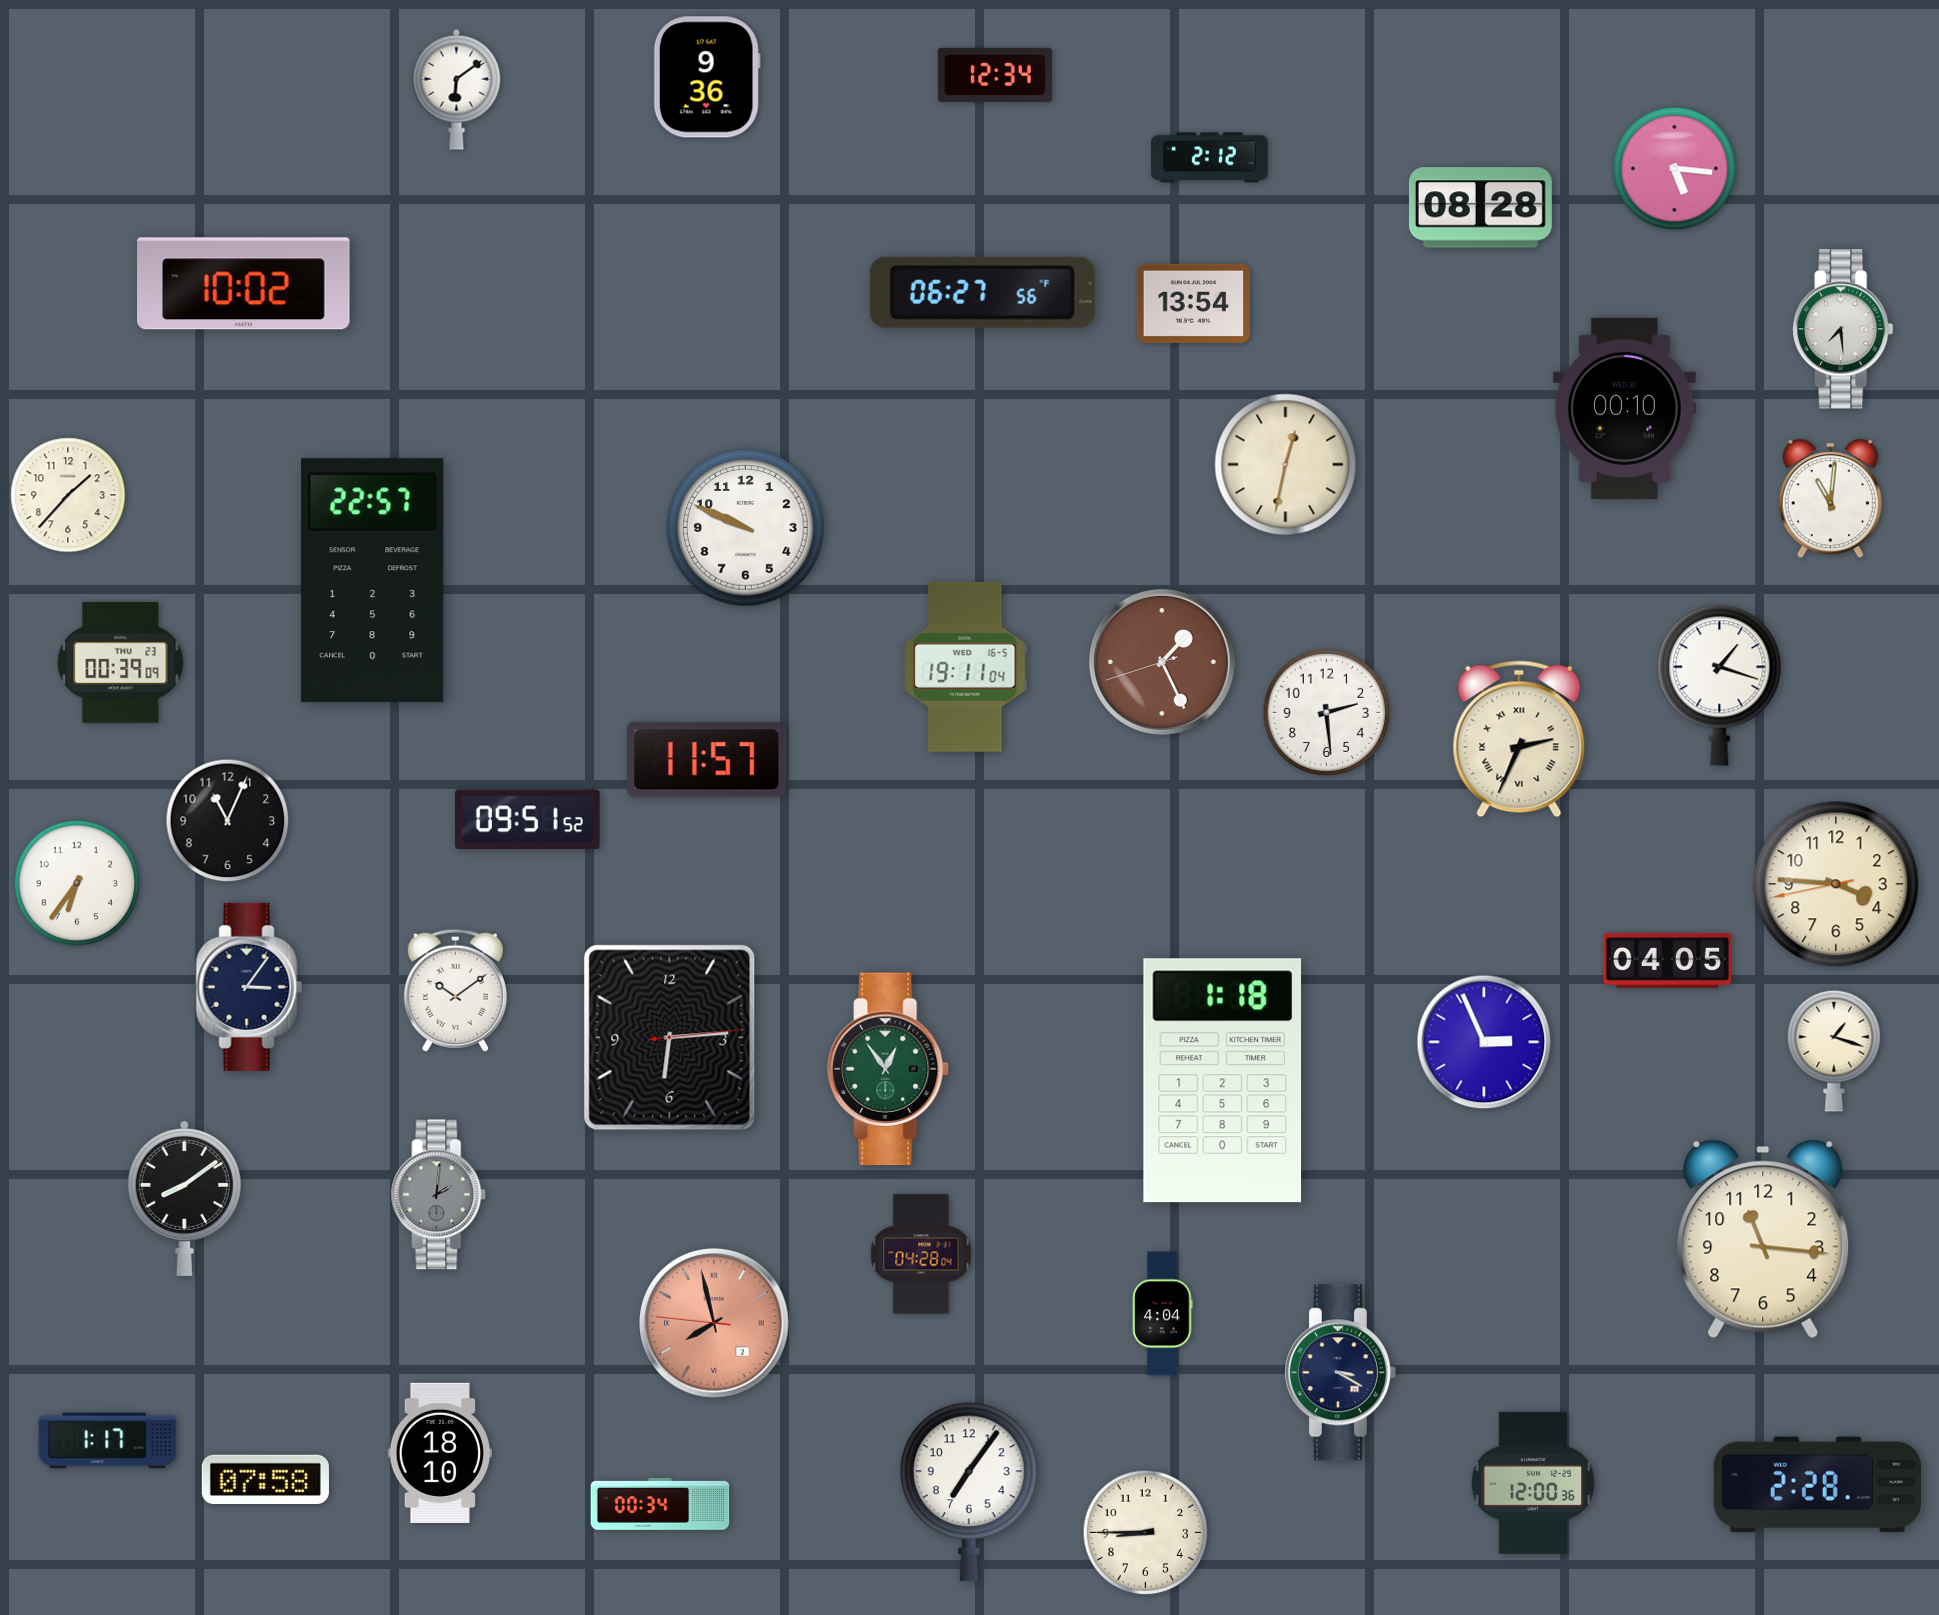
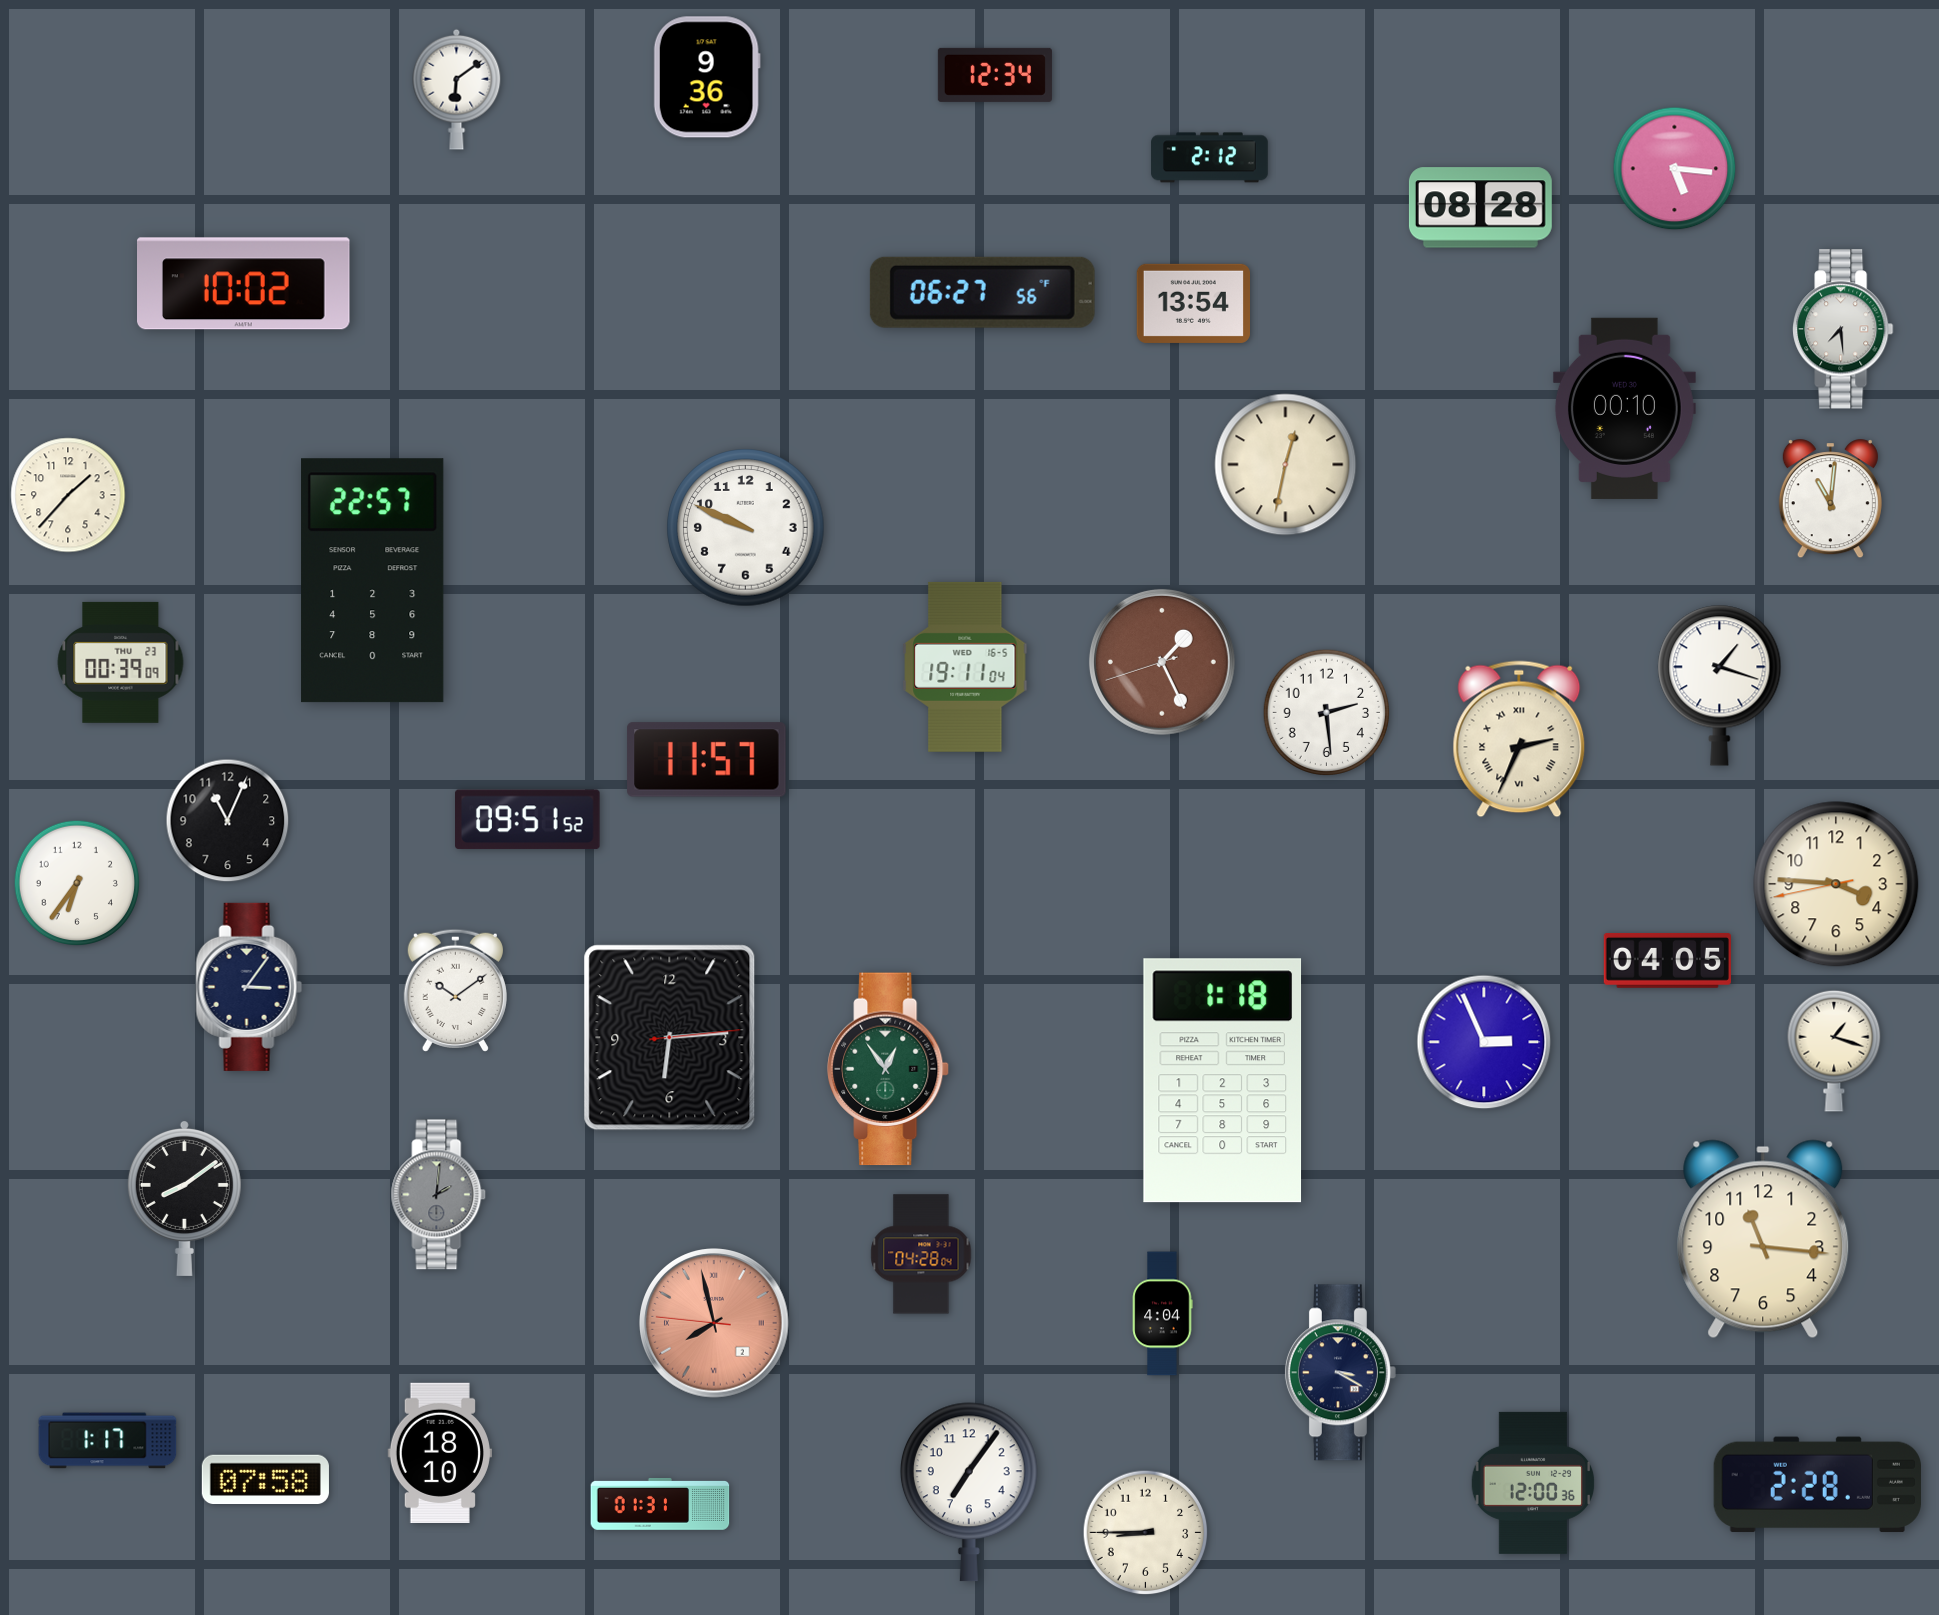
clock at (660, 1504): 00:34 -> 01:31
